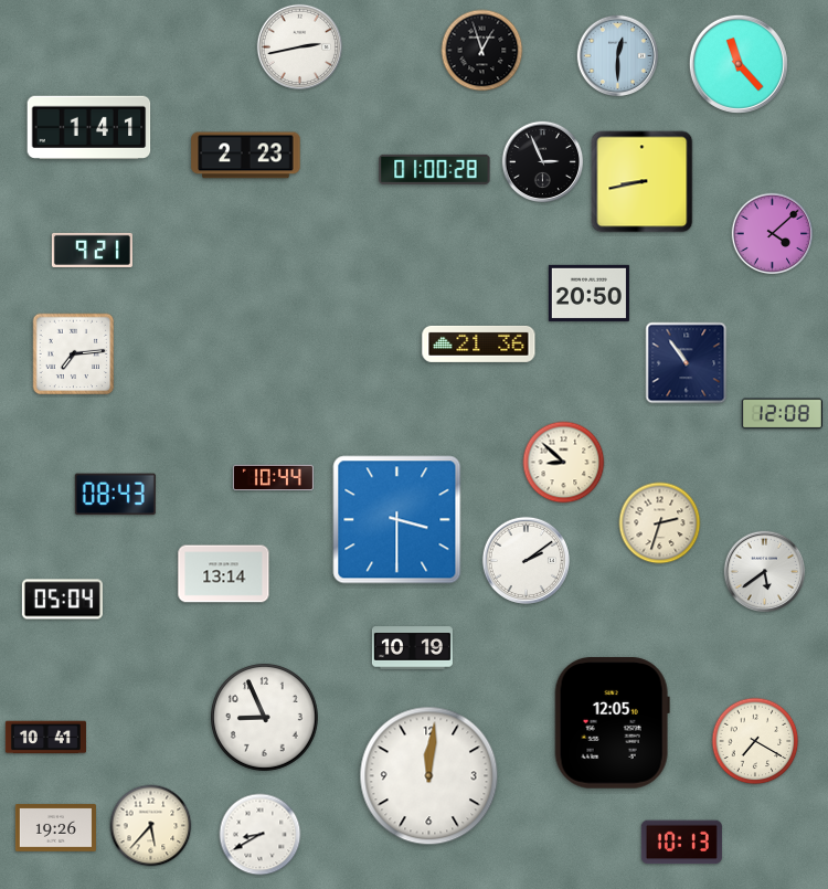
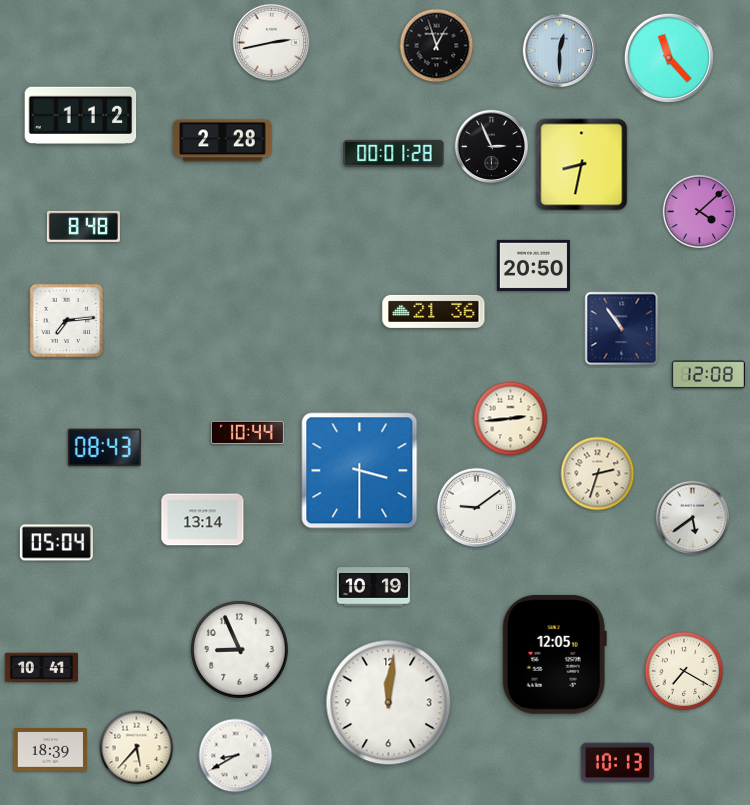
clock at (89, 127): 1:41 -> 1:12
clock at (246, 156): 2:23 -> 2:28
clock at (435, 169): 01:00 -> 00:01
clock at (643, 182): 8:43 -> 8:32
clock at (92, 250): 9:21 -> 8:48
clock at (564, 463): 8:52 -> 2:44
clock at (526, 560): 2:09 -> 9:09
clock at (55, 828): 19:26 -> 18:39
